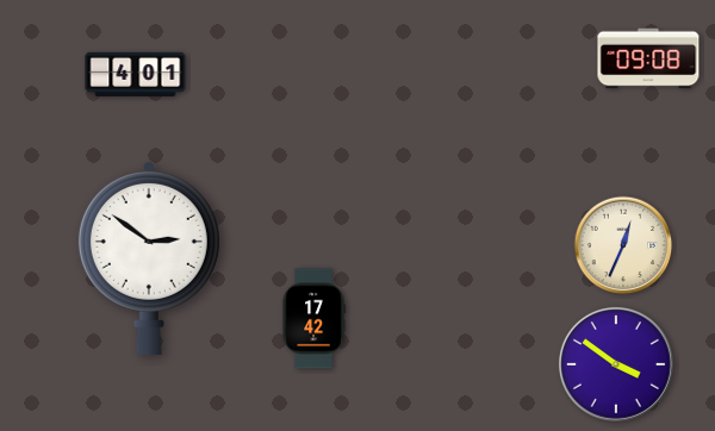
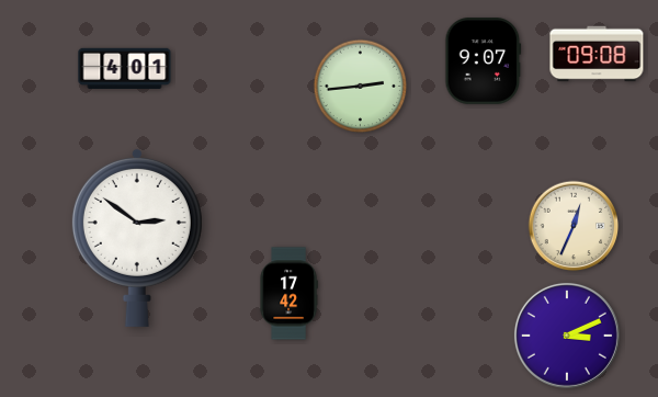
clock at (484, 61): none -> 9:07
clock at (361, 87): none -> 2:44
clock at (616, 364): 3:51 -> 3:11
